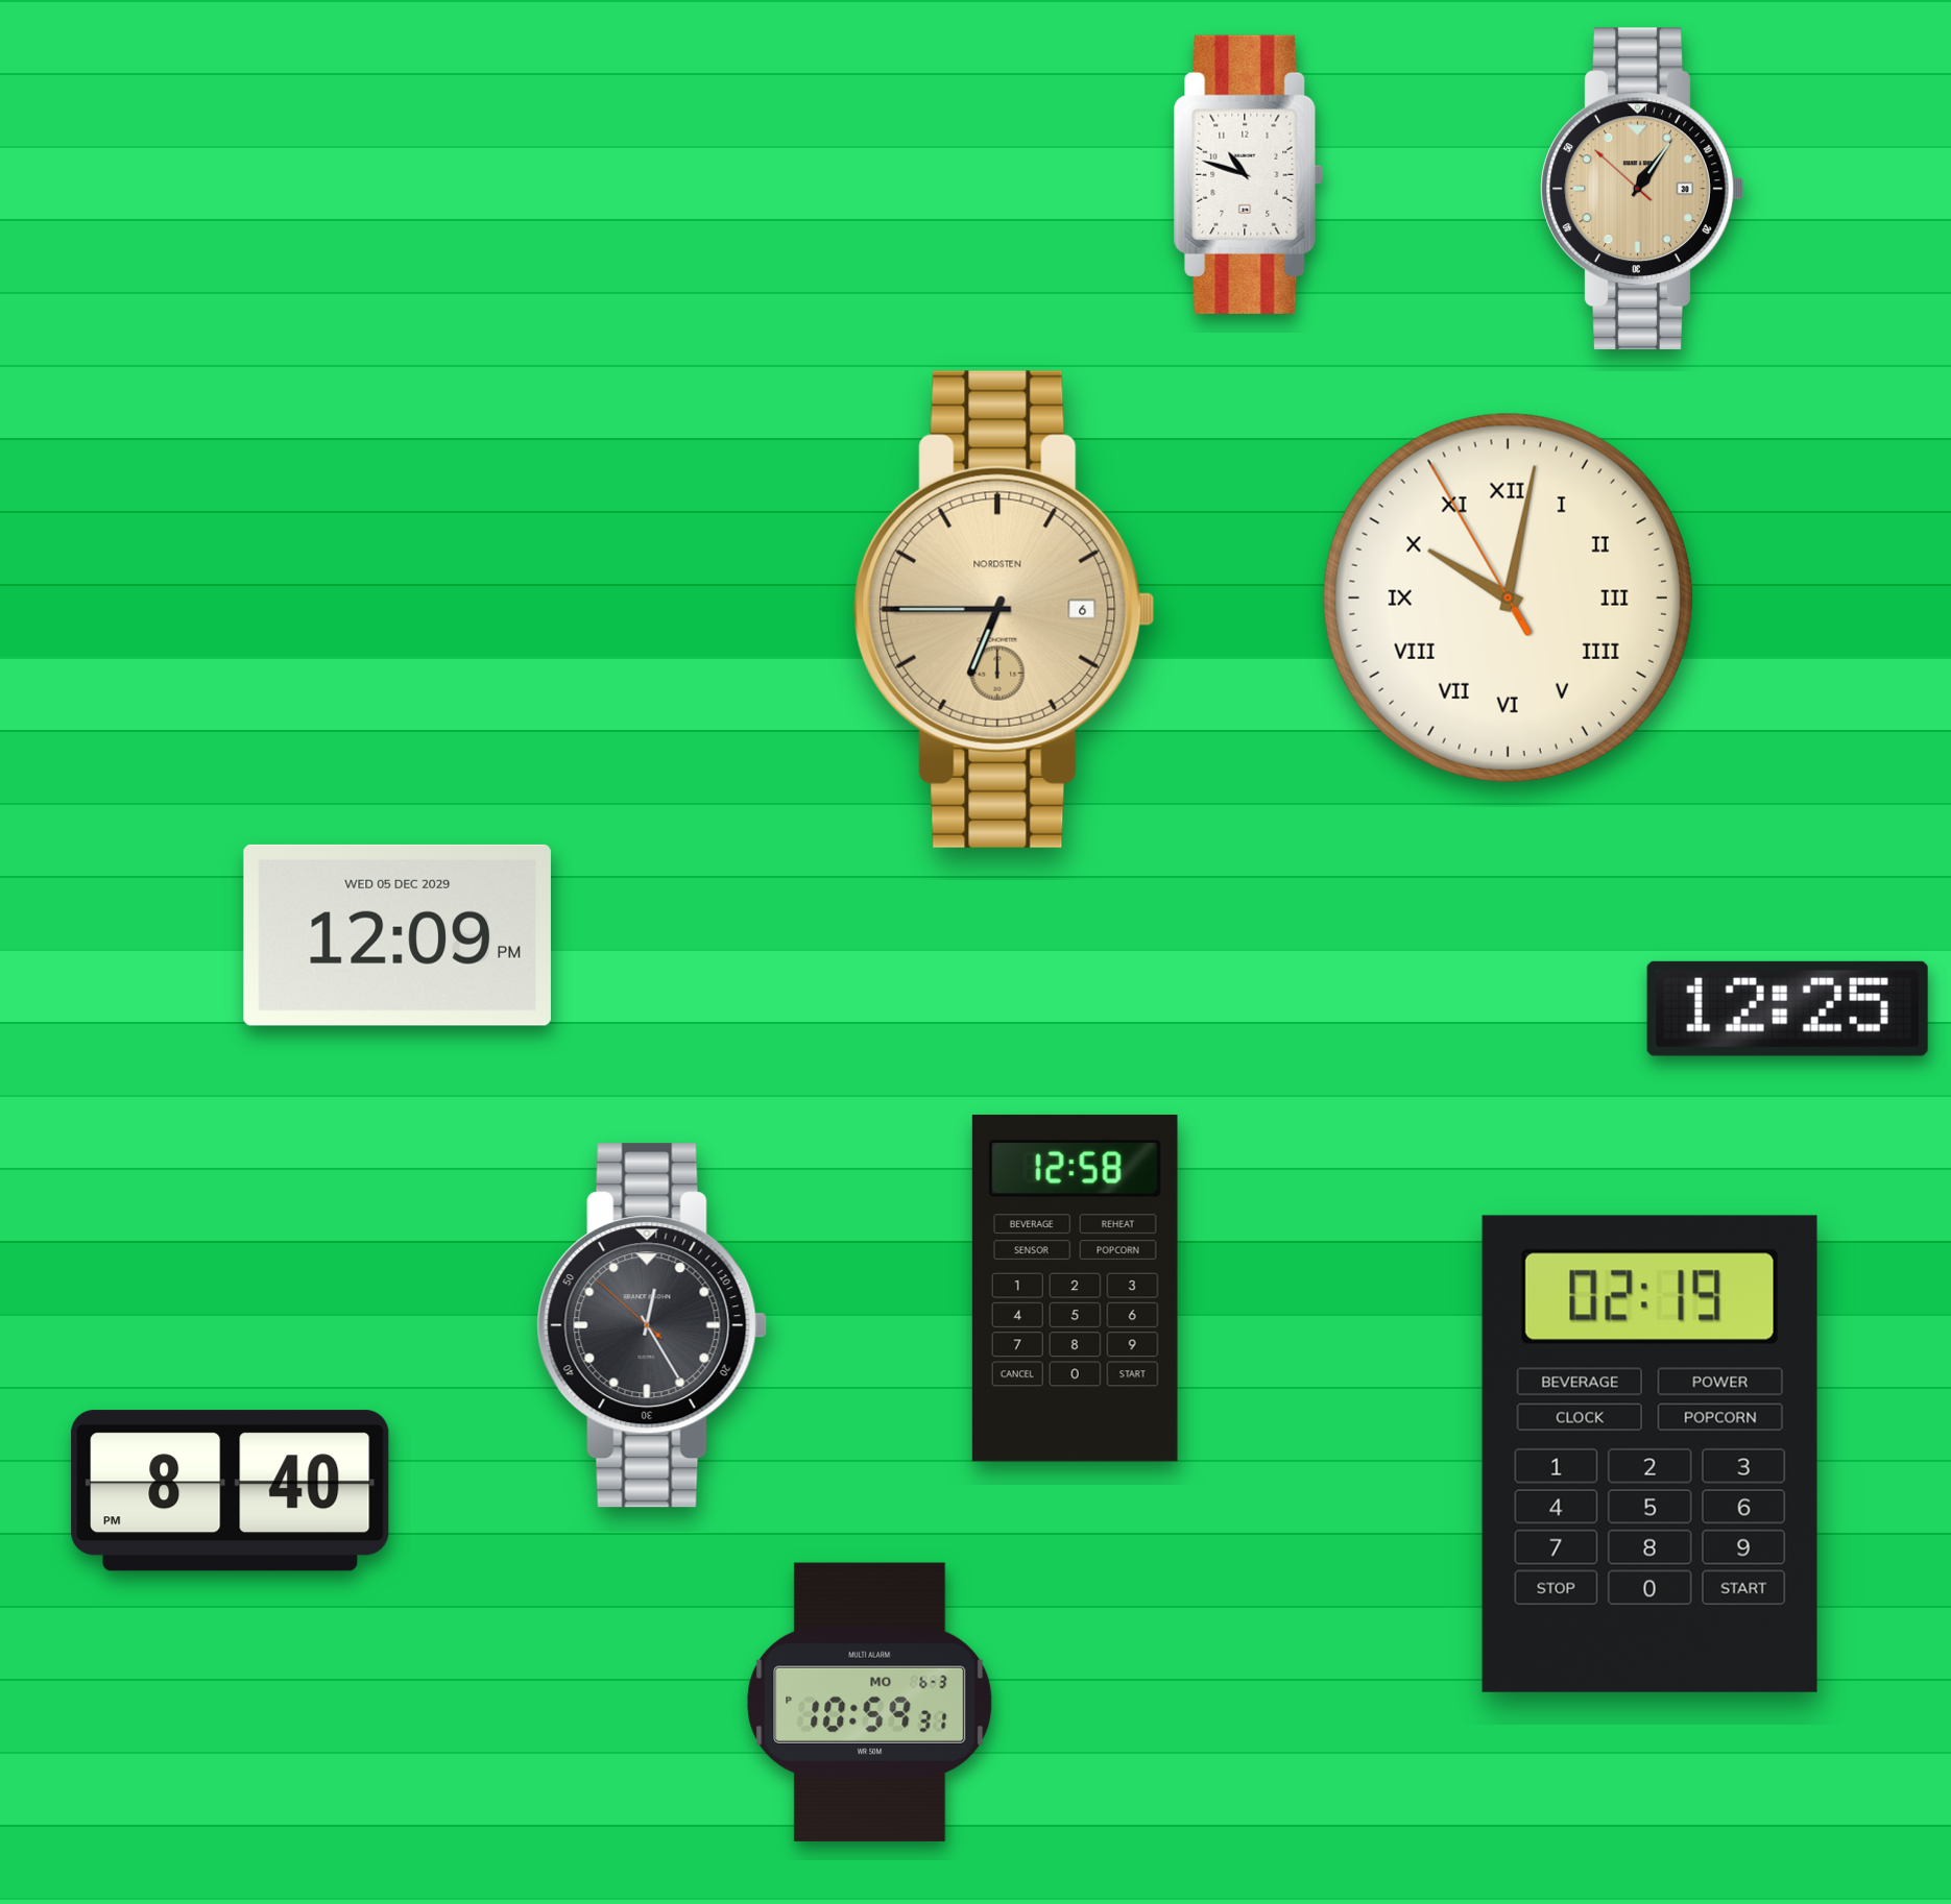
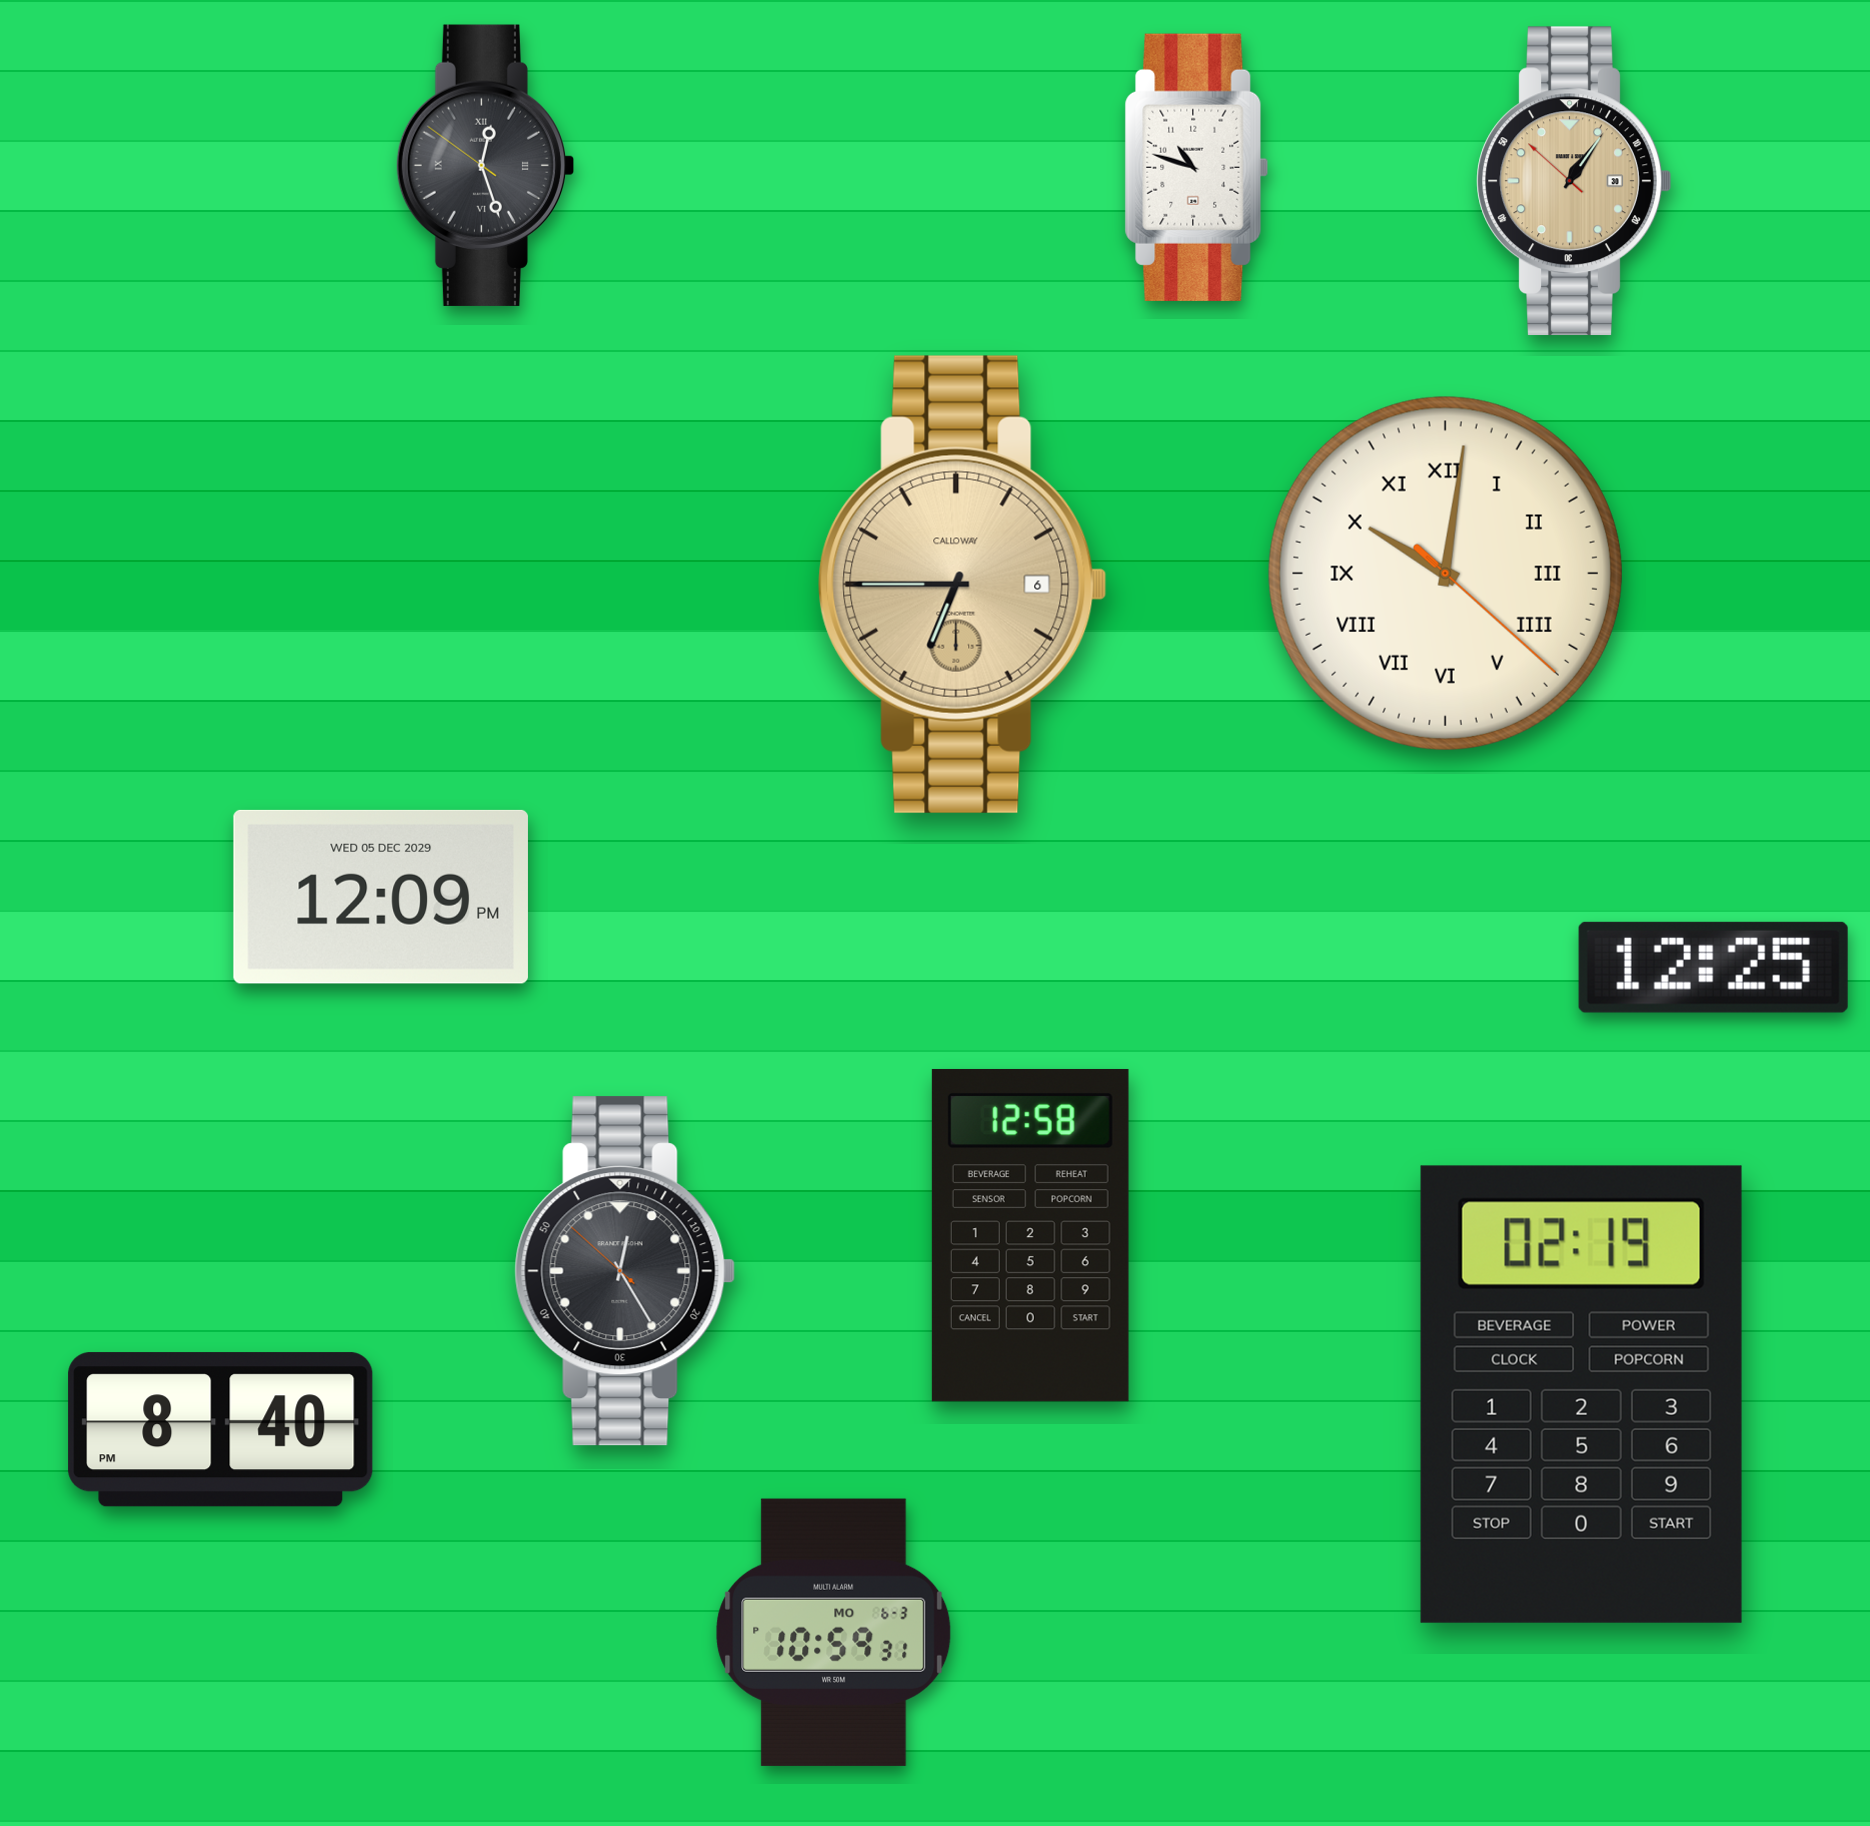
clock at (484, 165): none -> 12:26
clock at (1508, 597): 10:01:55 -> 10:01:22
clock at (1005, 609) brand: NORDSTEN -> CALLOWAY
